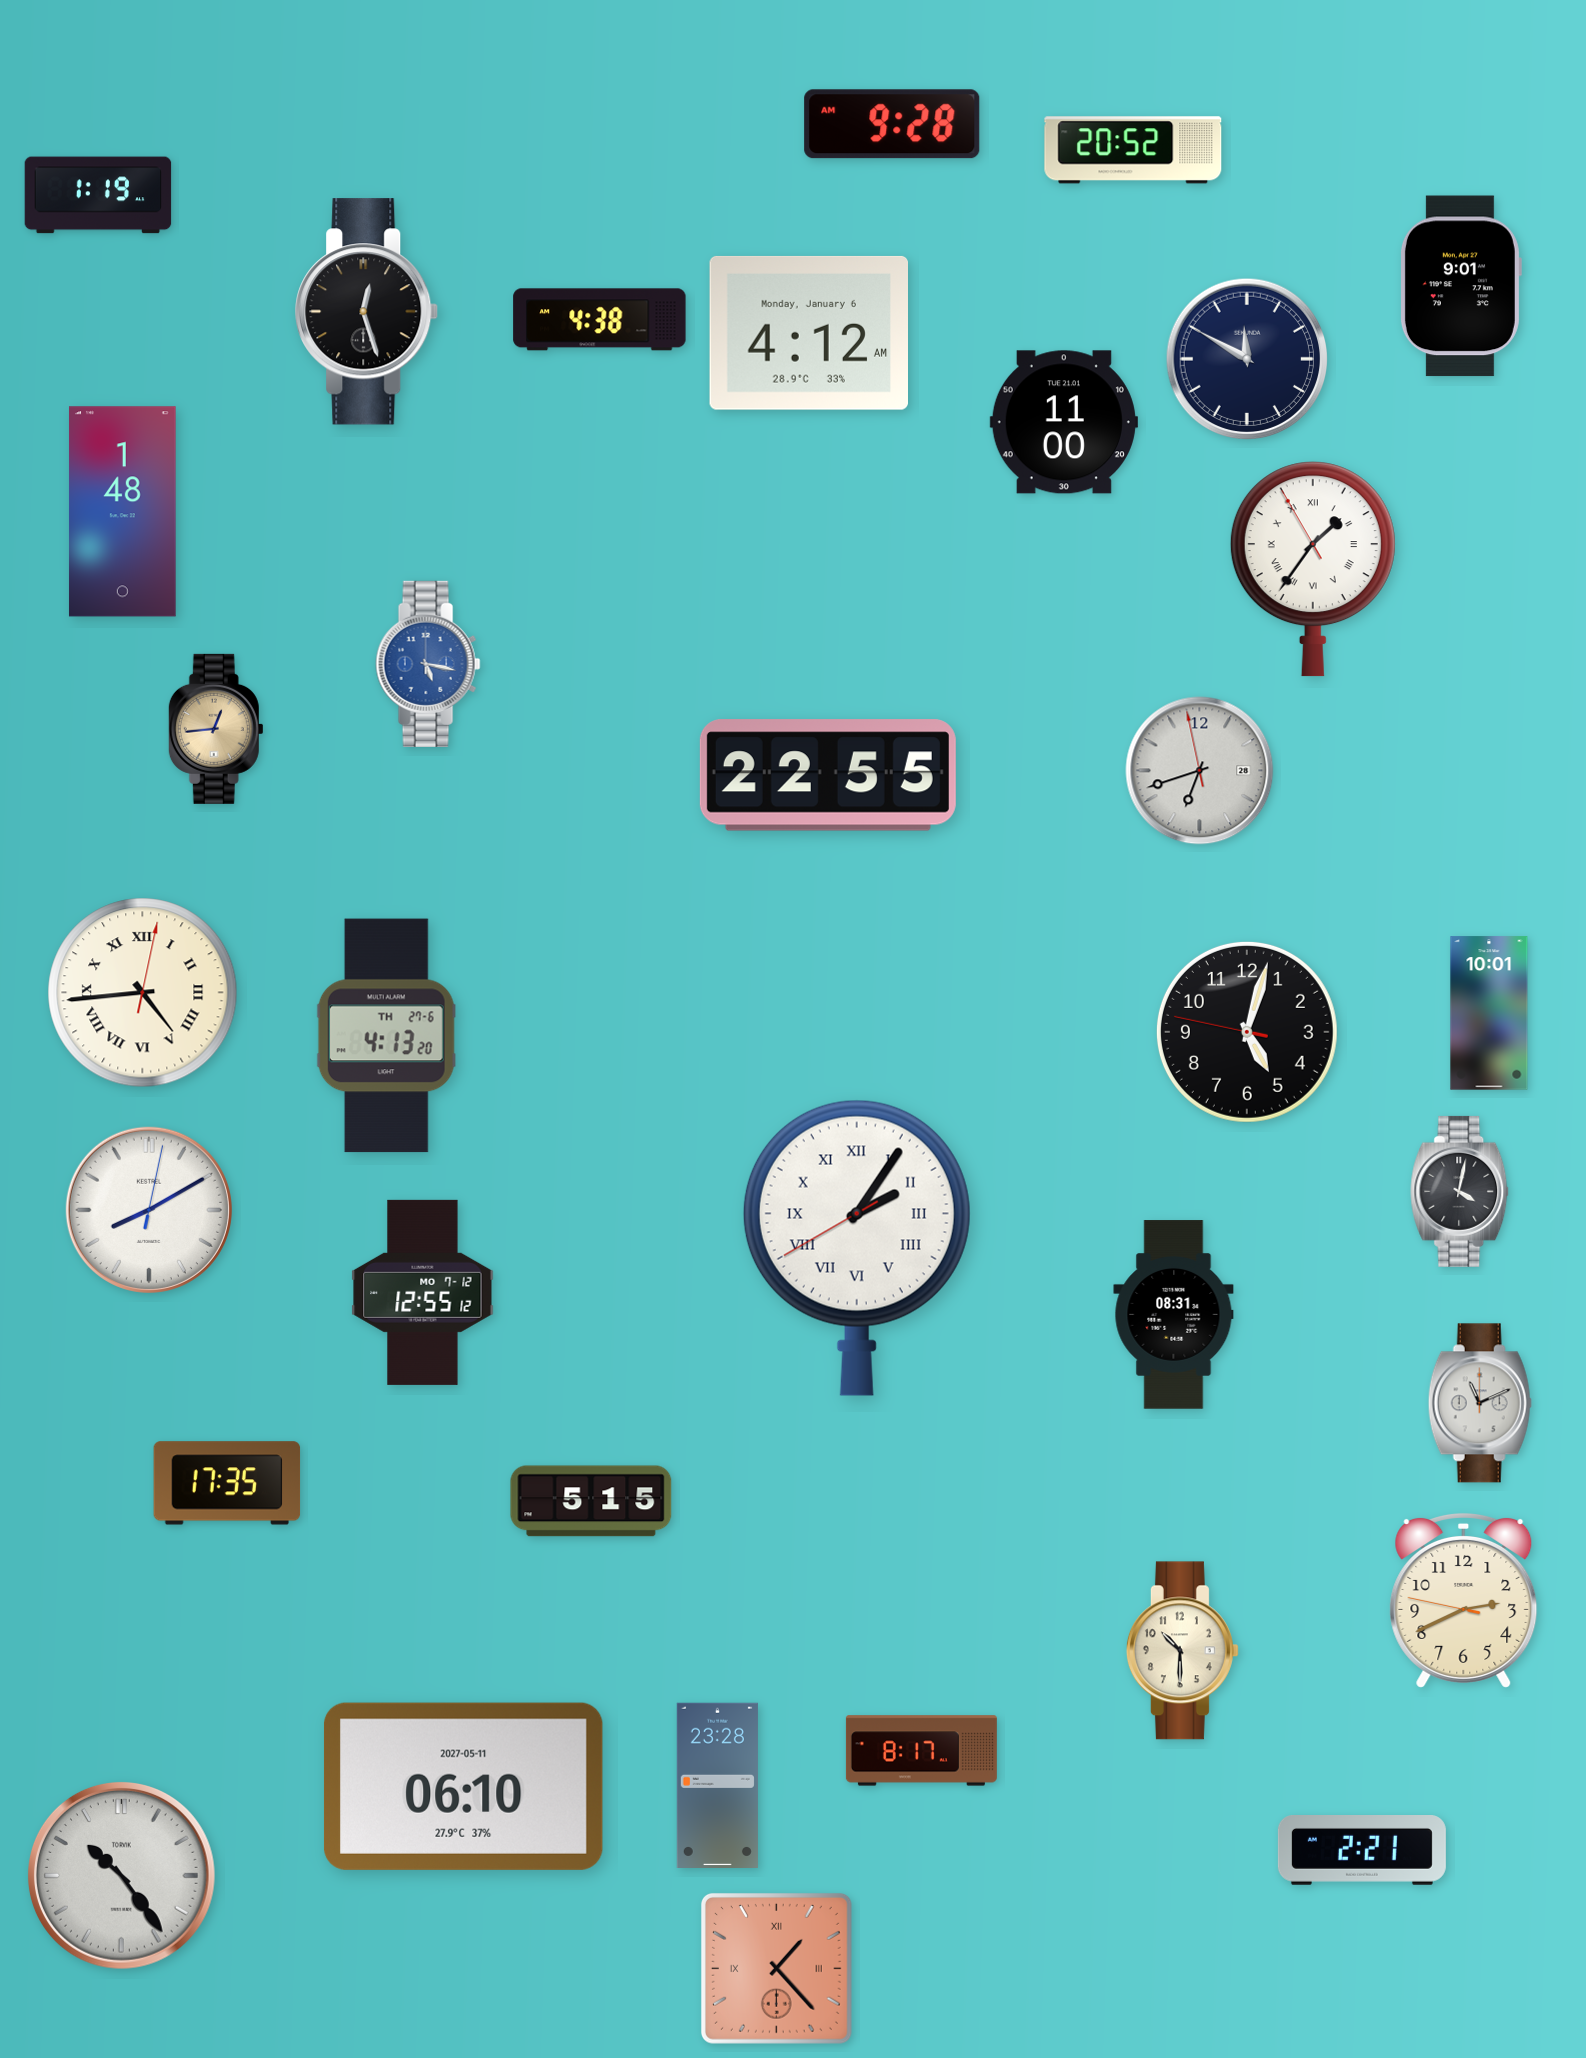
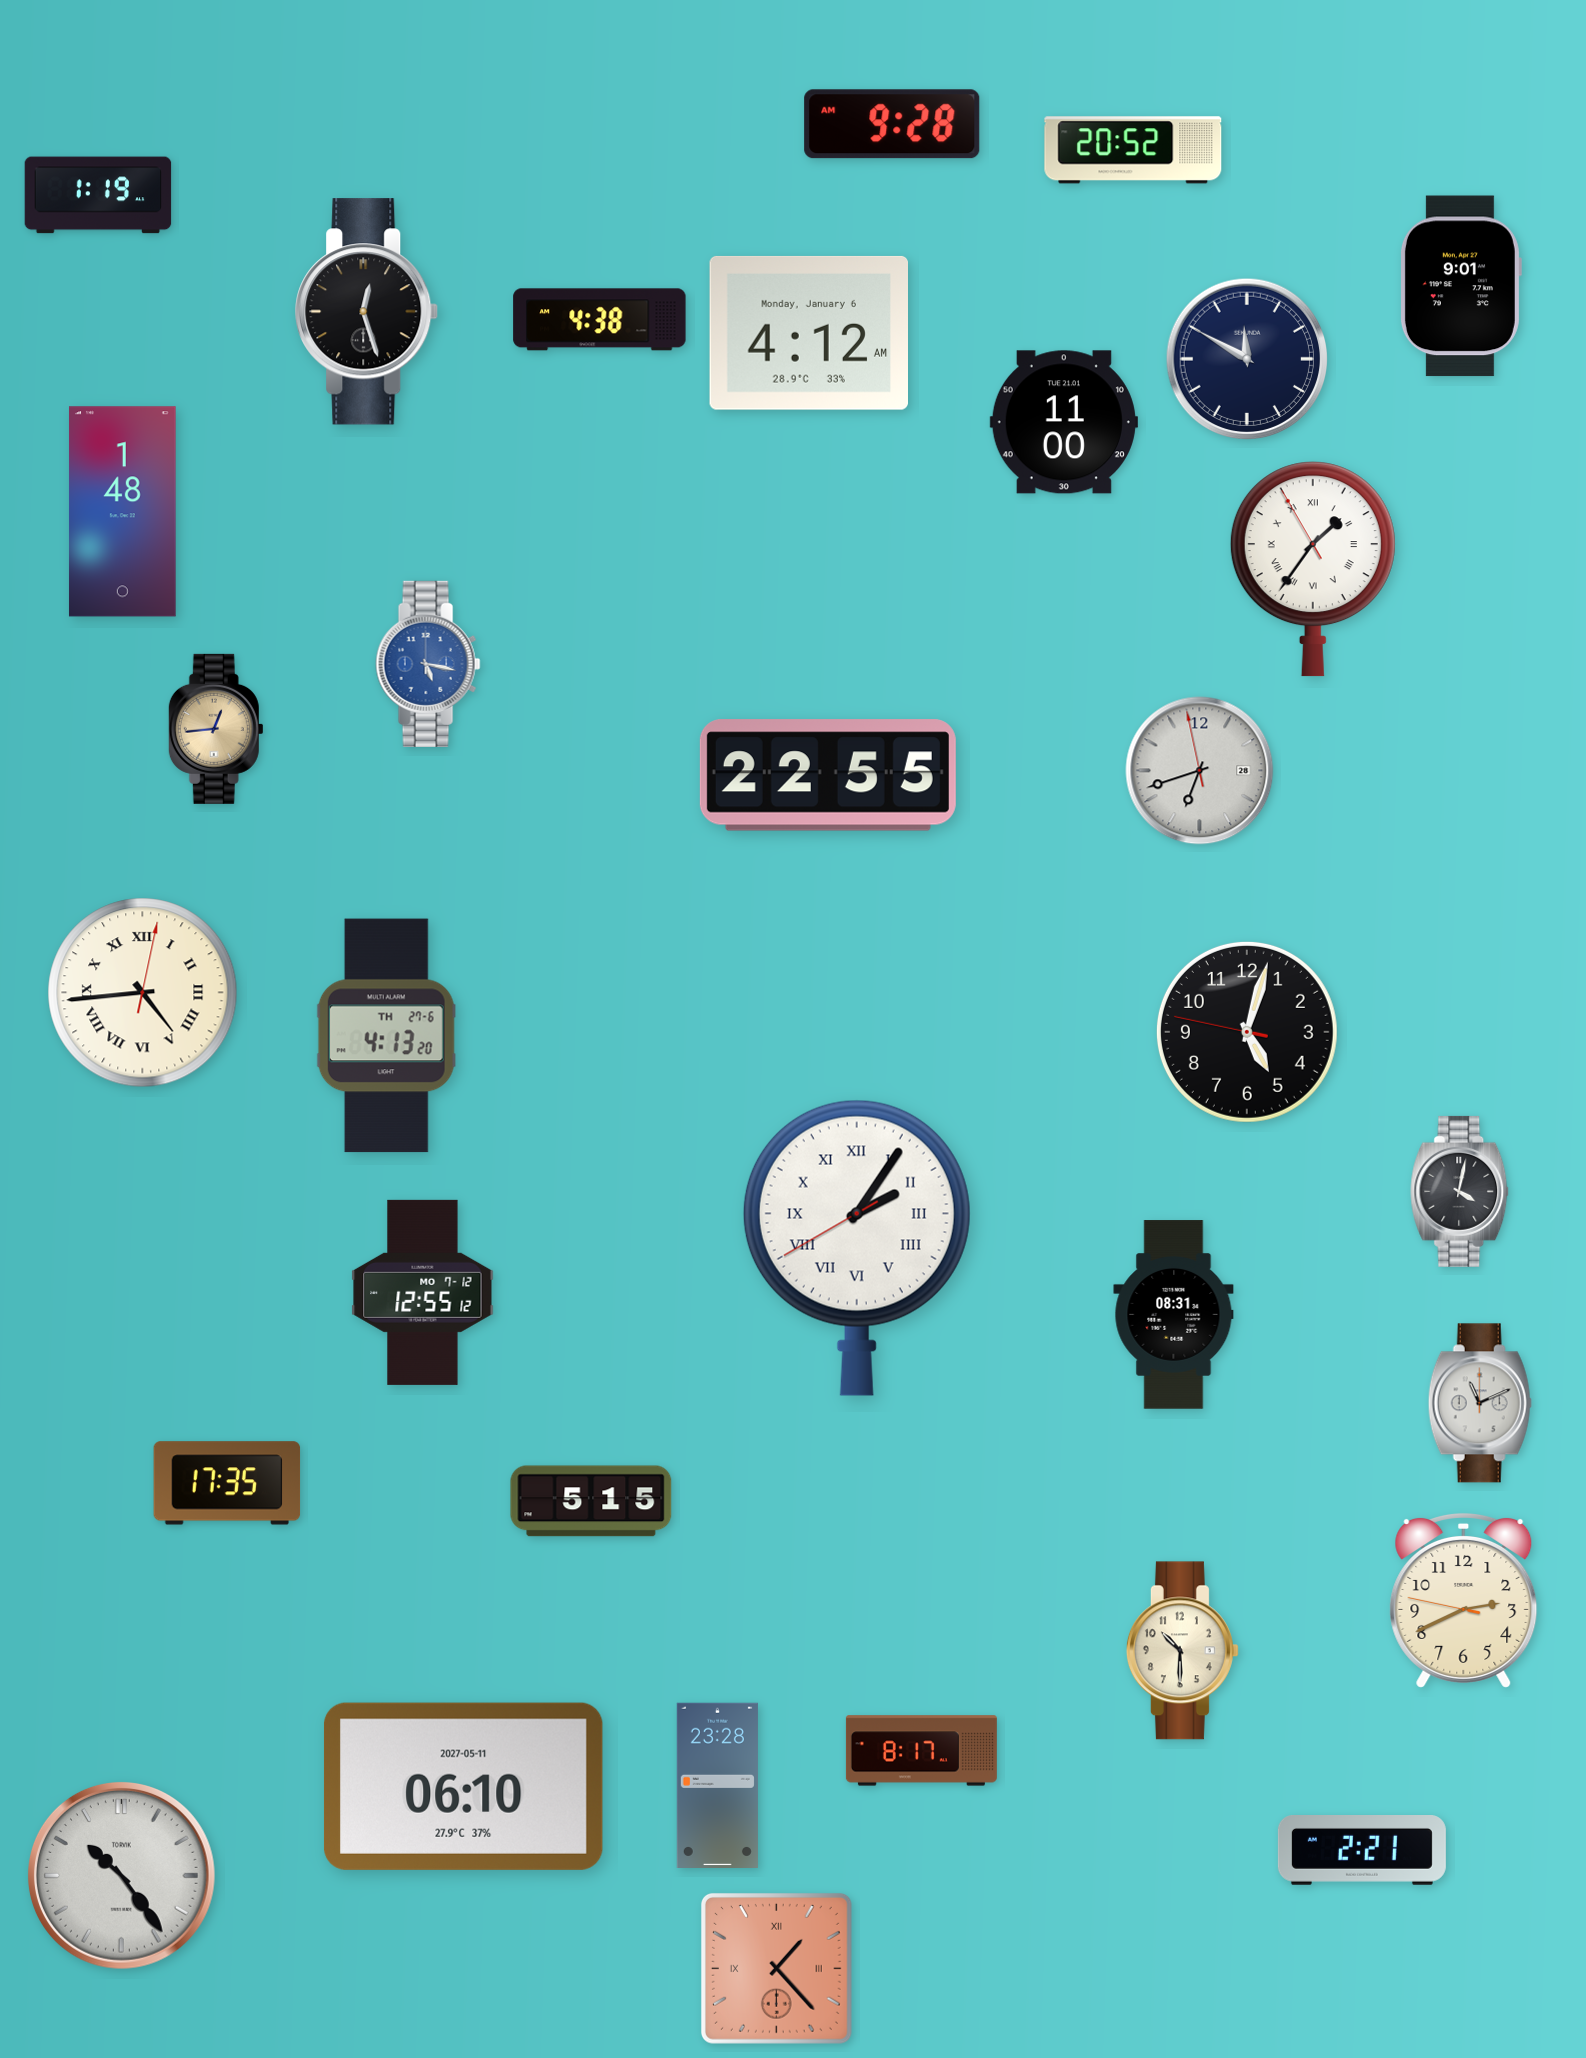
clock at (1489, 1013): 10:01 -> none
clock at (149, 1210): 8:10 -> none
